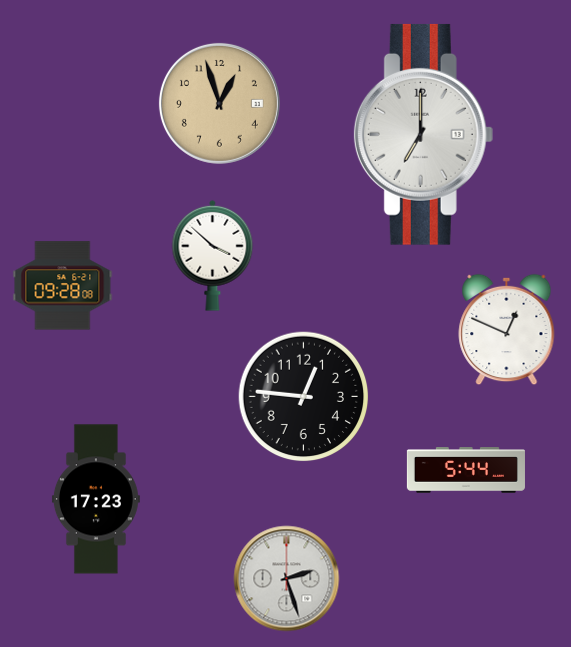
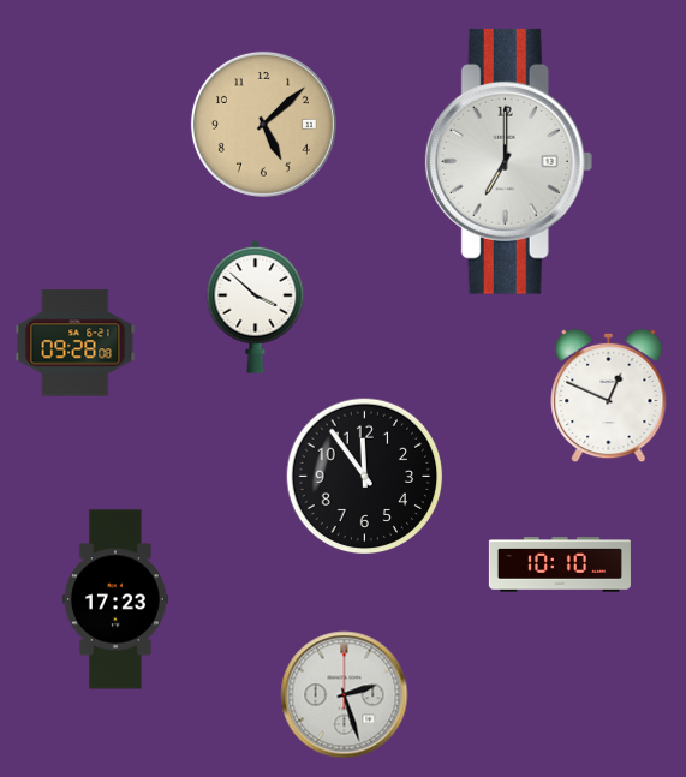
clock at (219, 103): 12:57 -> 5:08
clock at (304, 397): 12:46 -> 11:54
clock at (466, 470): 5:44 -> 10:10
